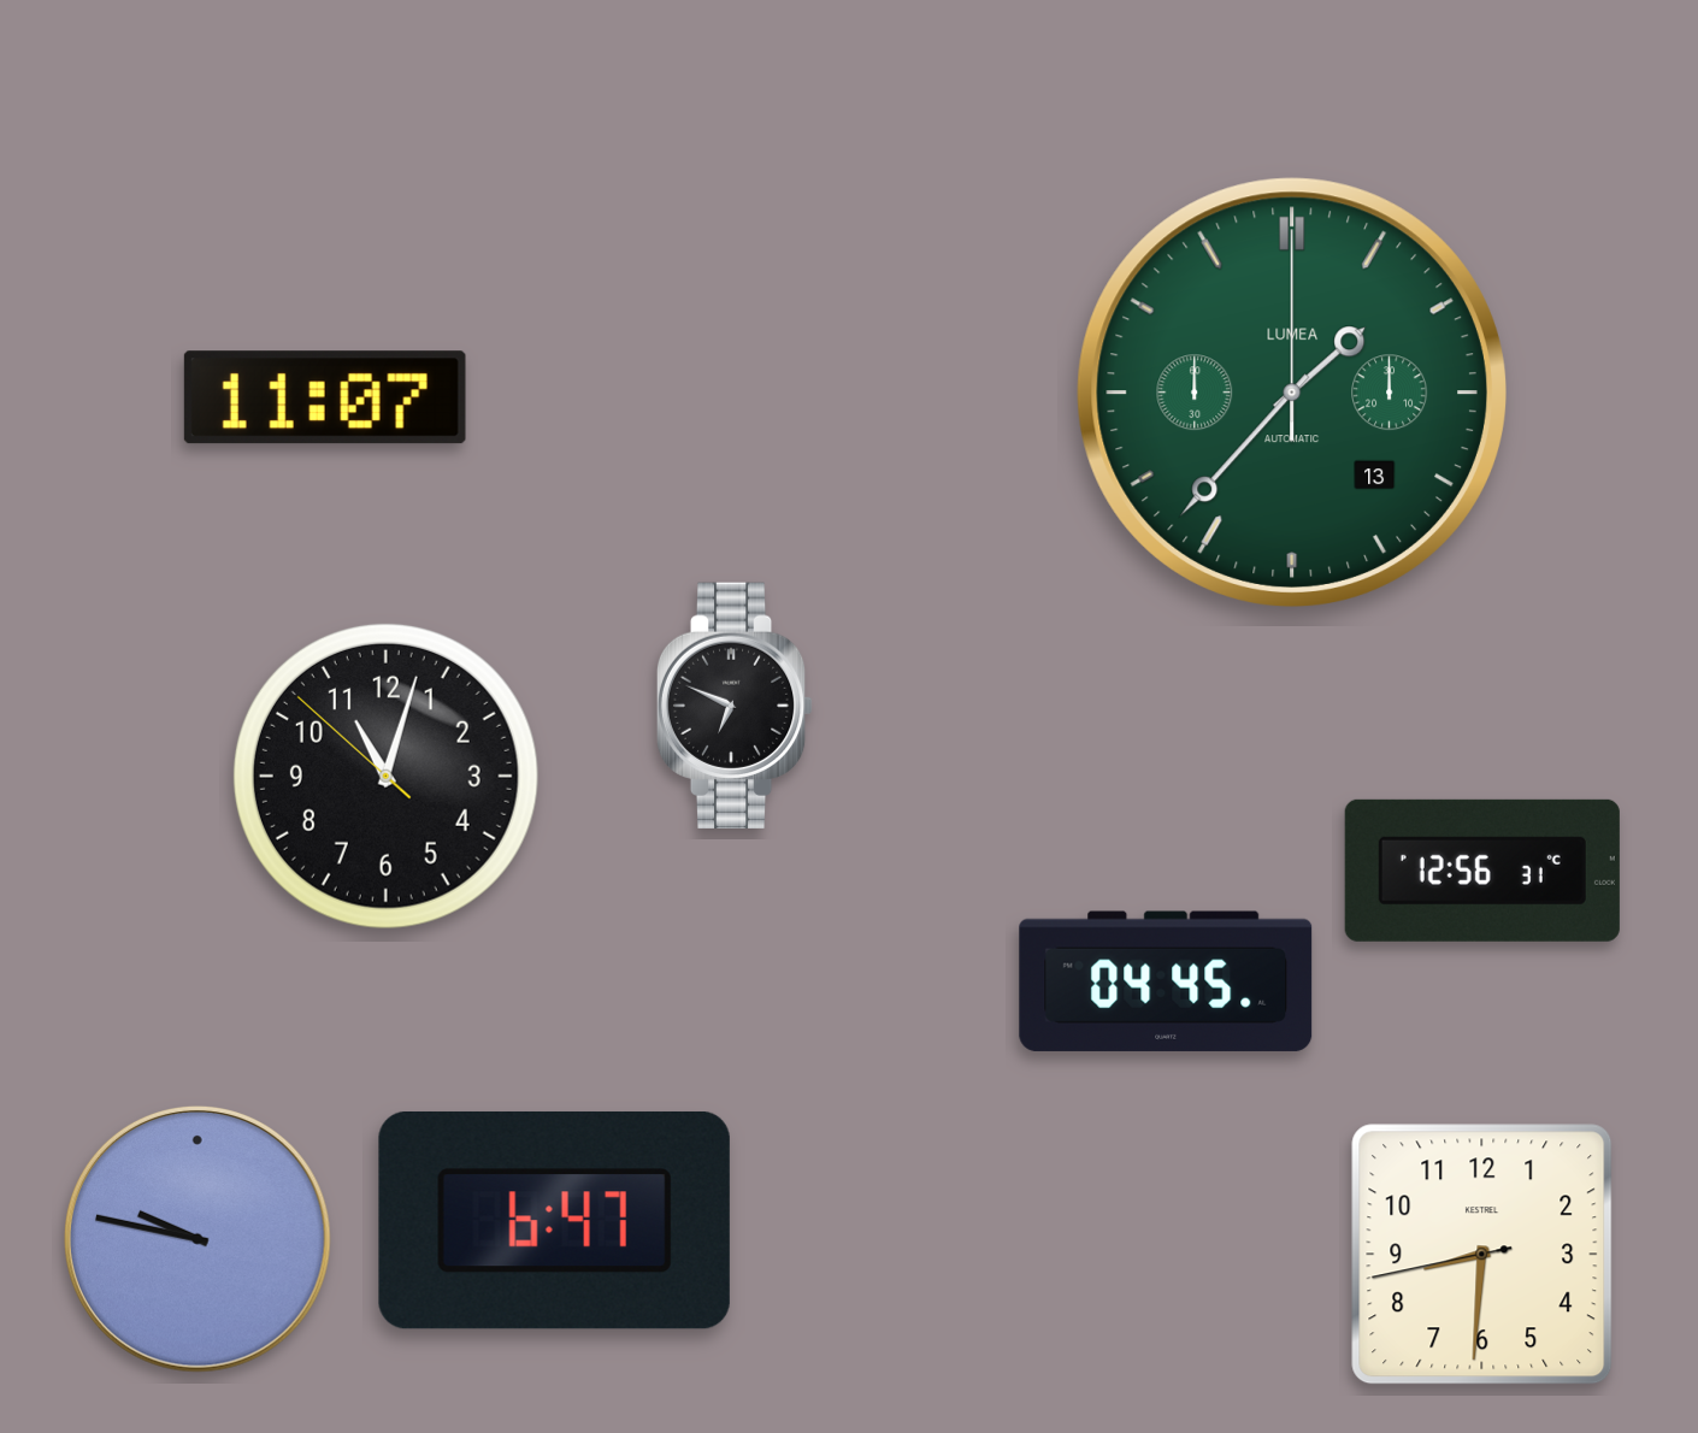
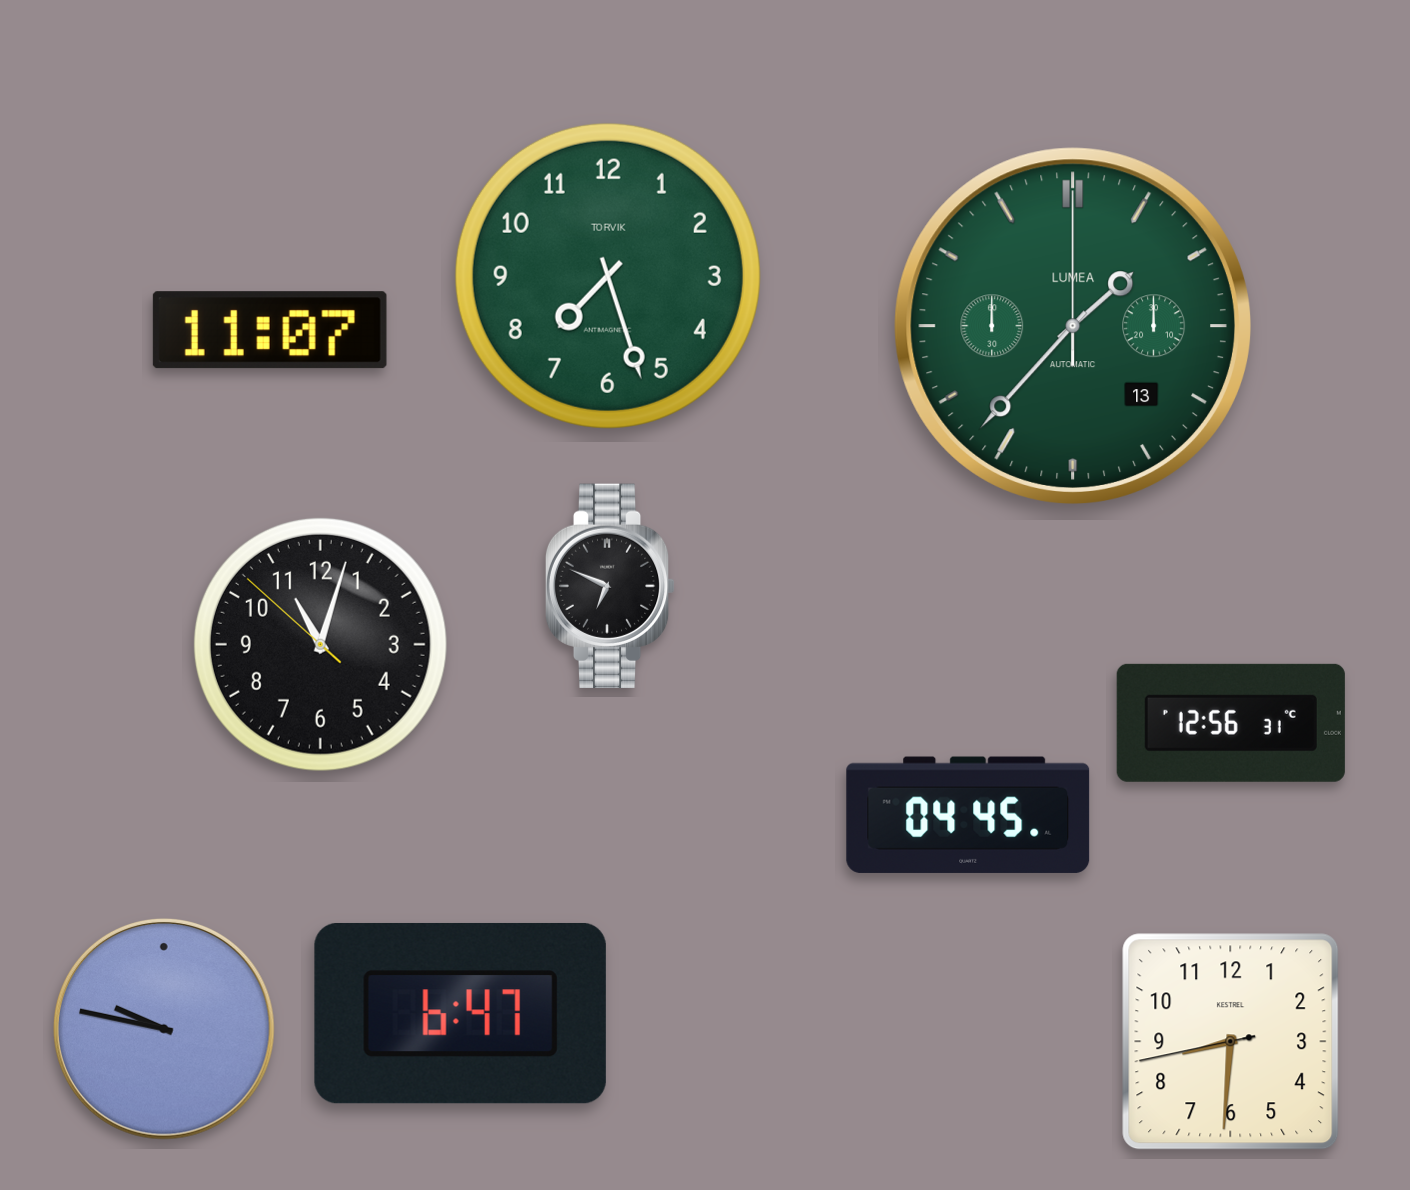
clock at (608, 276): none -> 7:27
